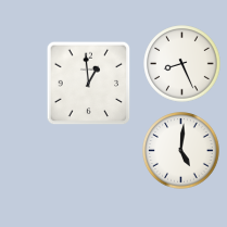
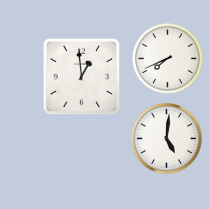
clock at (182, 64): 8:26 -> 7:41
